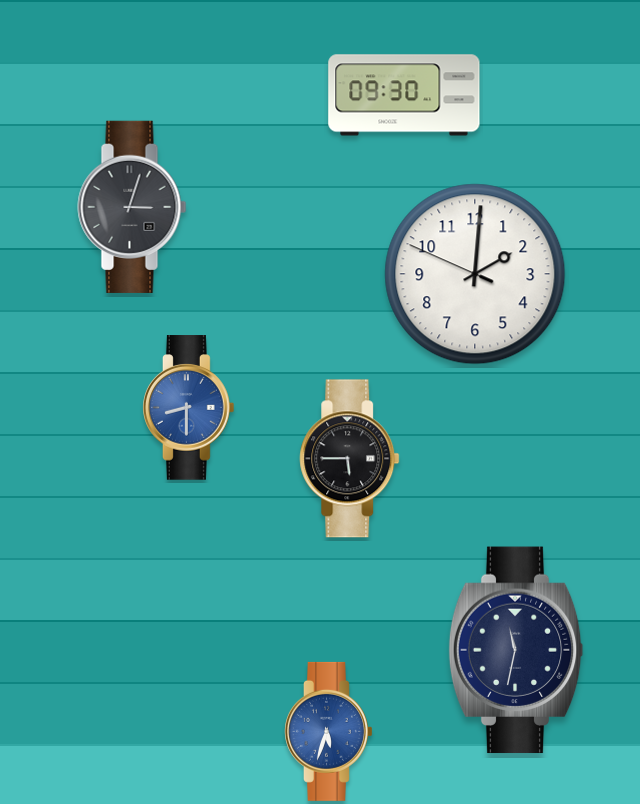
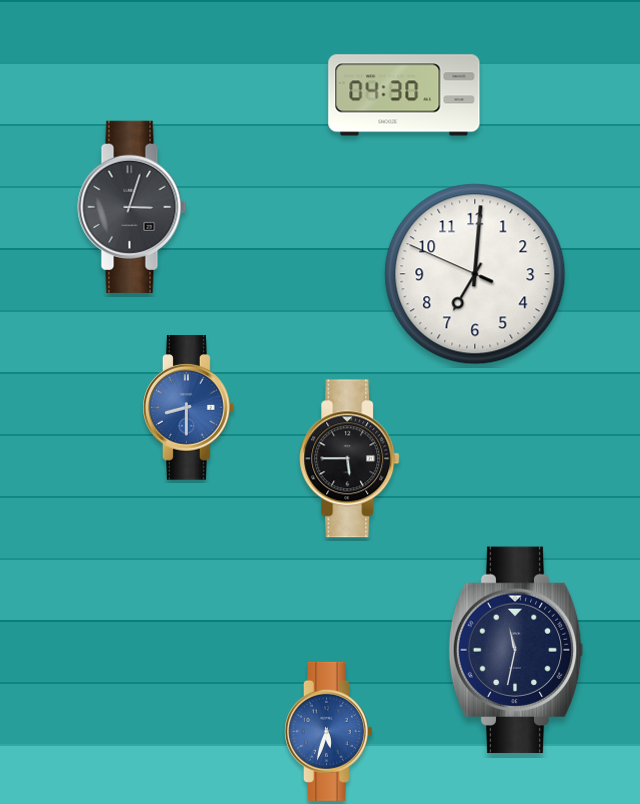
clock at (404, 95): 09:30 -> 04:30
clock at (475, 274): 2:00 -> 7:00
